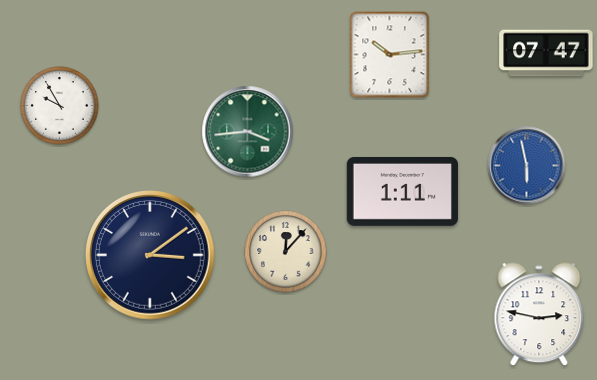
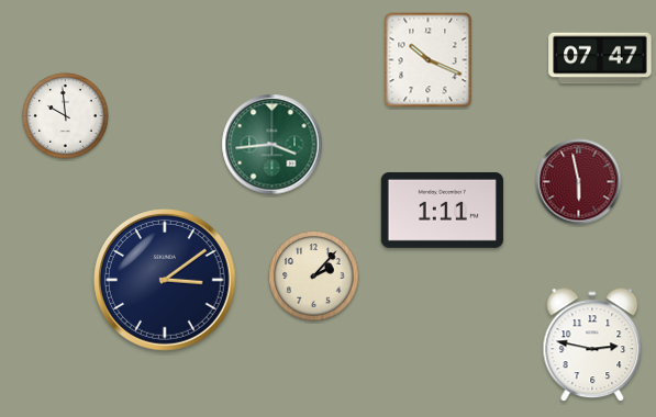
clock at (390, 55): 10:14 -> 10:19
clock at (60, 106): 9:55 -> 9:59
clock at (527, 166) dial: blue -> burgundy
clock at (286, 252): 12:07 -> 2:07
